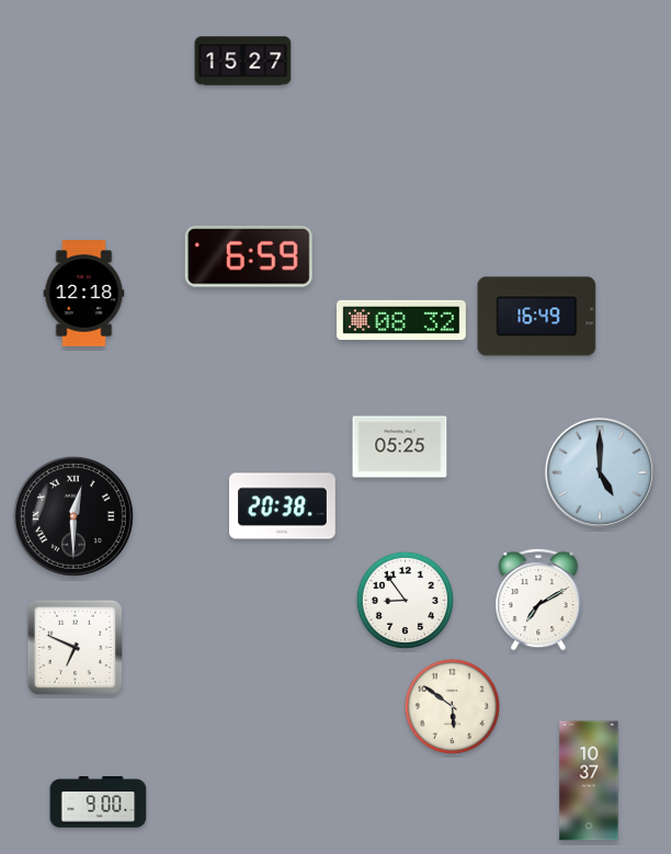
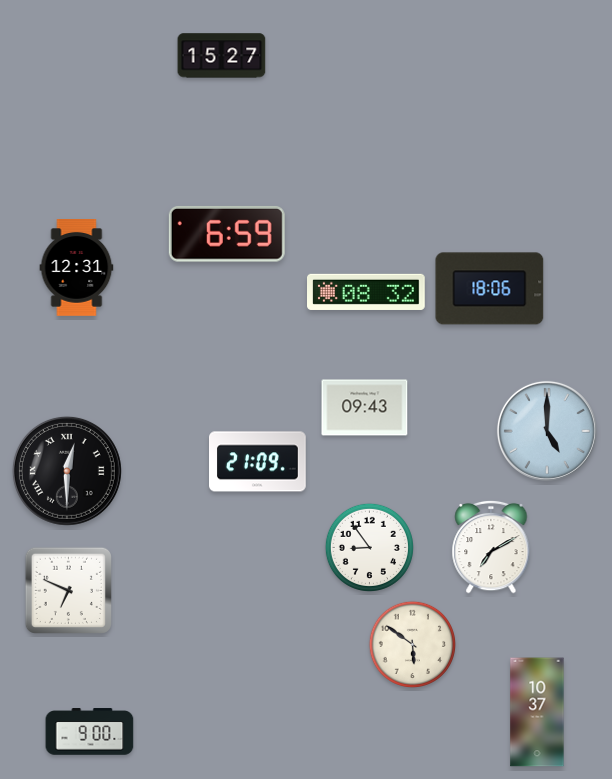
clock at (84, 294): 12:18 -> 12:31
clock at (537, 317): 16:49 -> 18:06
clock at (400, 447): 05:25 -> 09:43
clock at (283, 506): 20:38 -> 21:09
